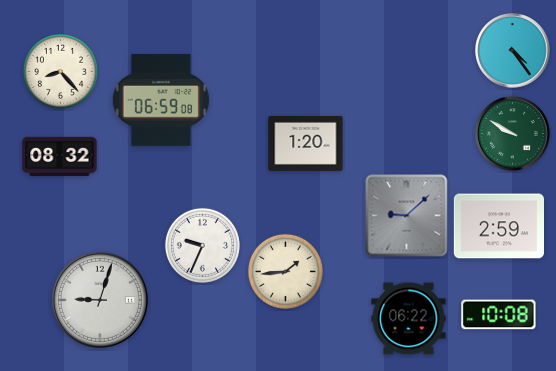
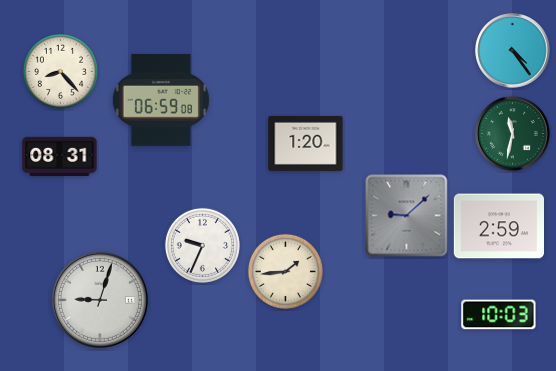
clock at (513, 134): 9:50 -> 11:32
clock at (60, 157): 08:32 -> 08:31
clock at (499, 315): 10:08 -> 10:03
clock at (409, 319): 06:22 -> none
